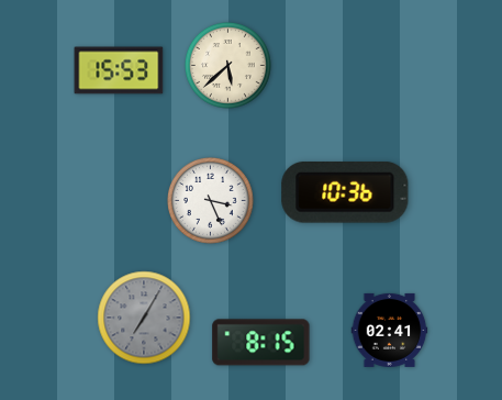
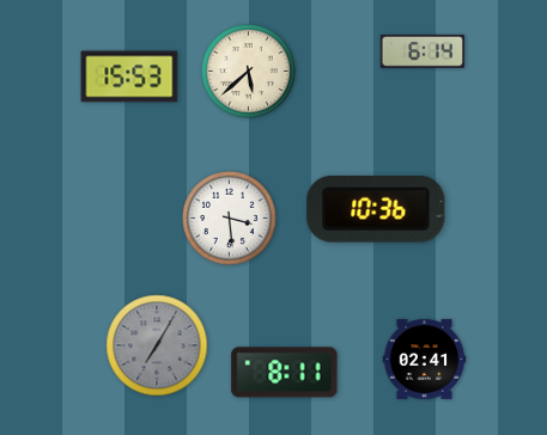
clock at (421, 51): none -> 6:14
clock at (211, 201): 3:26 -> 3:29
clock at (261, 343): 8:15 -> 8:11
